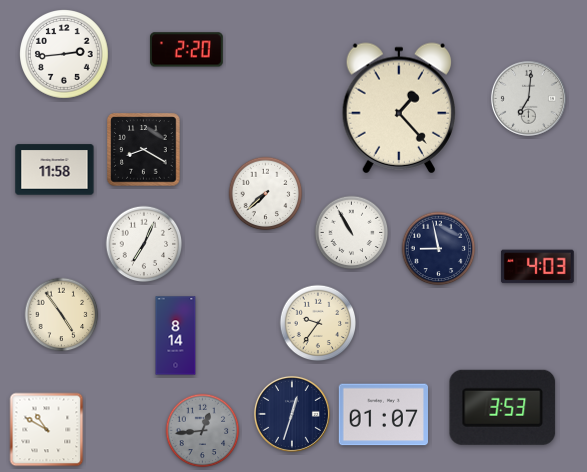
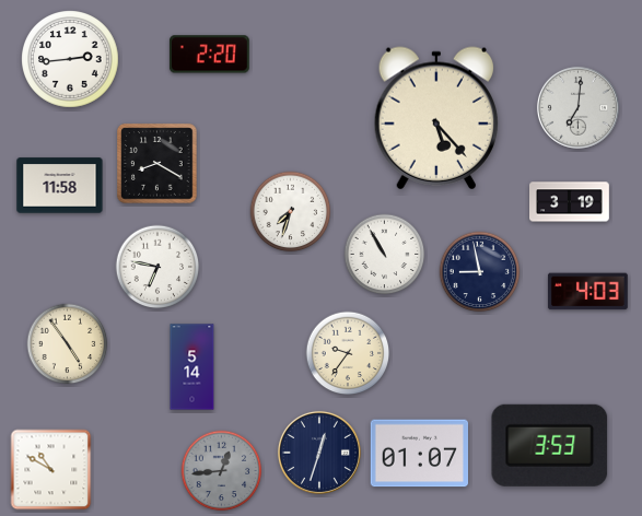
clock at (186, 50) position: (186, 50) -> (209, 55)
clock at (398, 108): 1:23 -> 5:23
clock at (570, 202): none -> 3:19
clock at (266, 194): 7:38 -> 7:33
clock at (144, 244): 7:04 -> 6:47
clock at (176, 336): 8:14 -> 5:14
